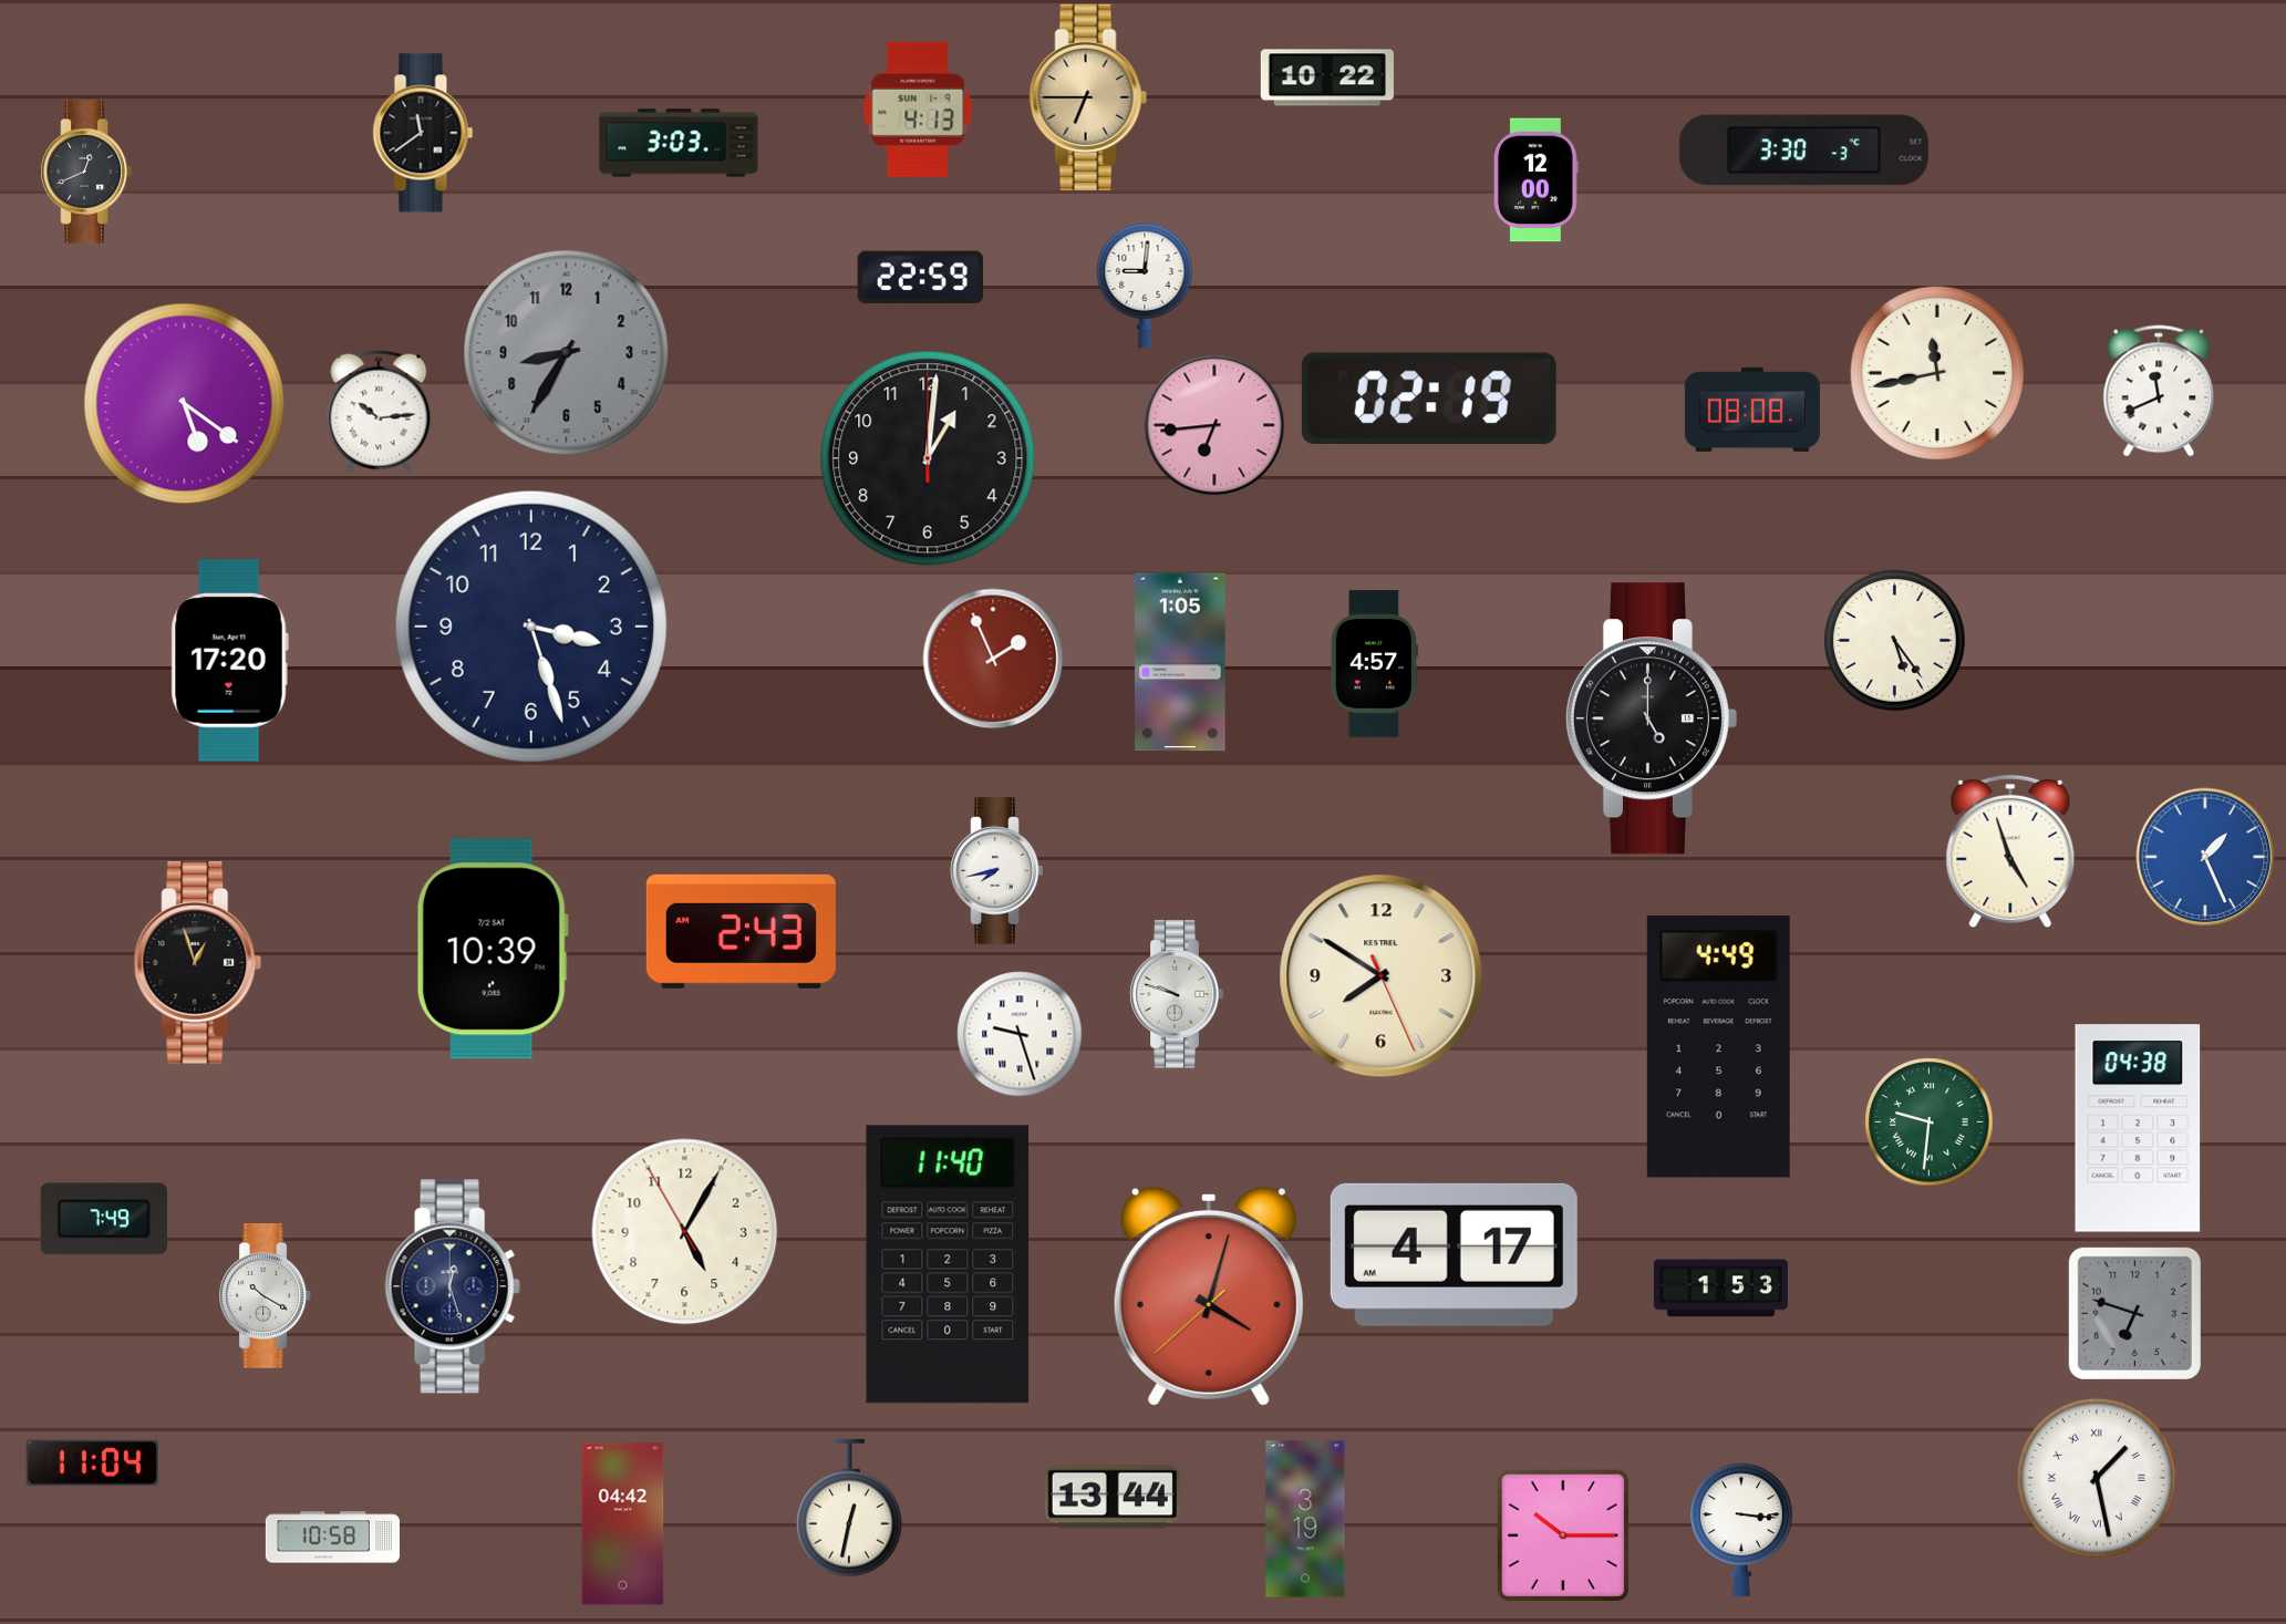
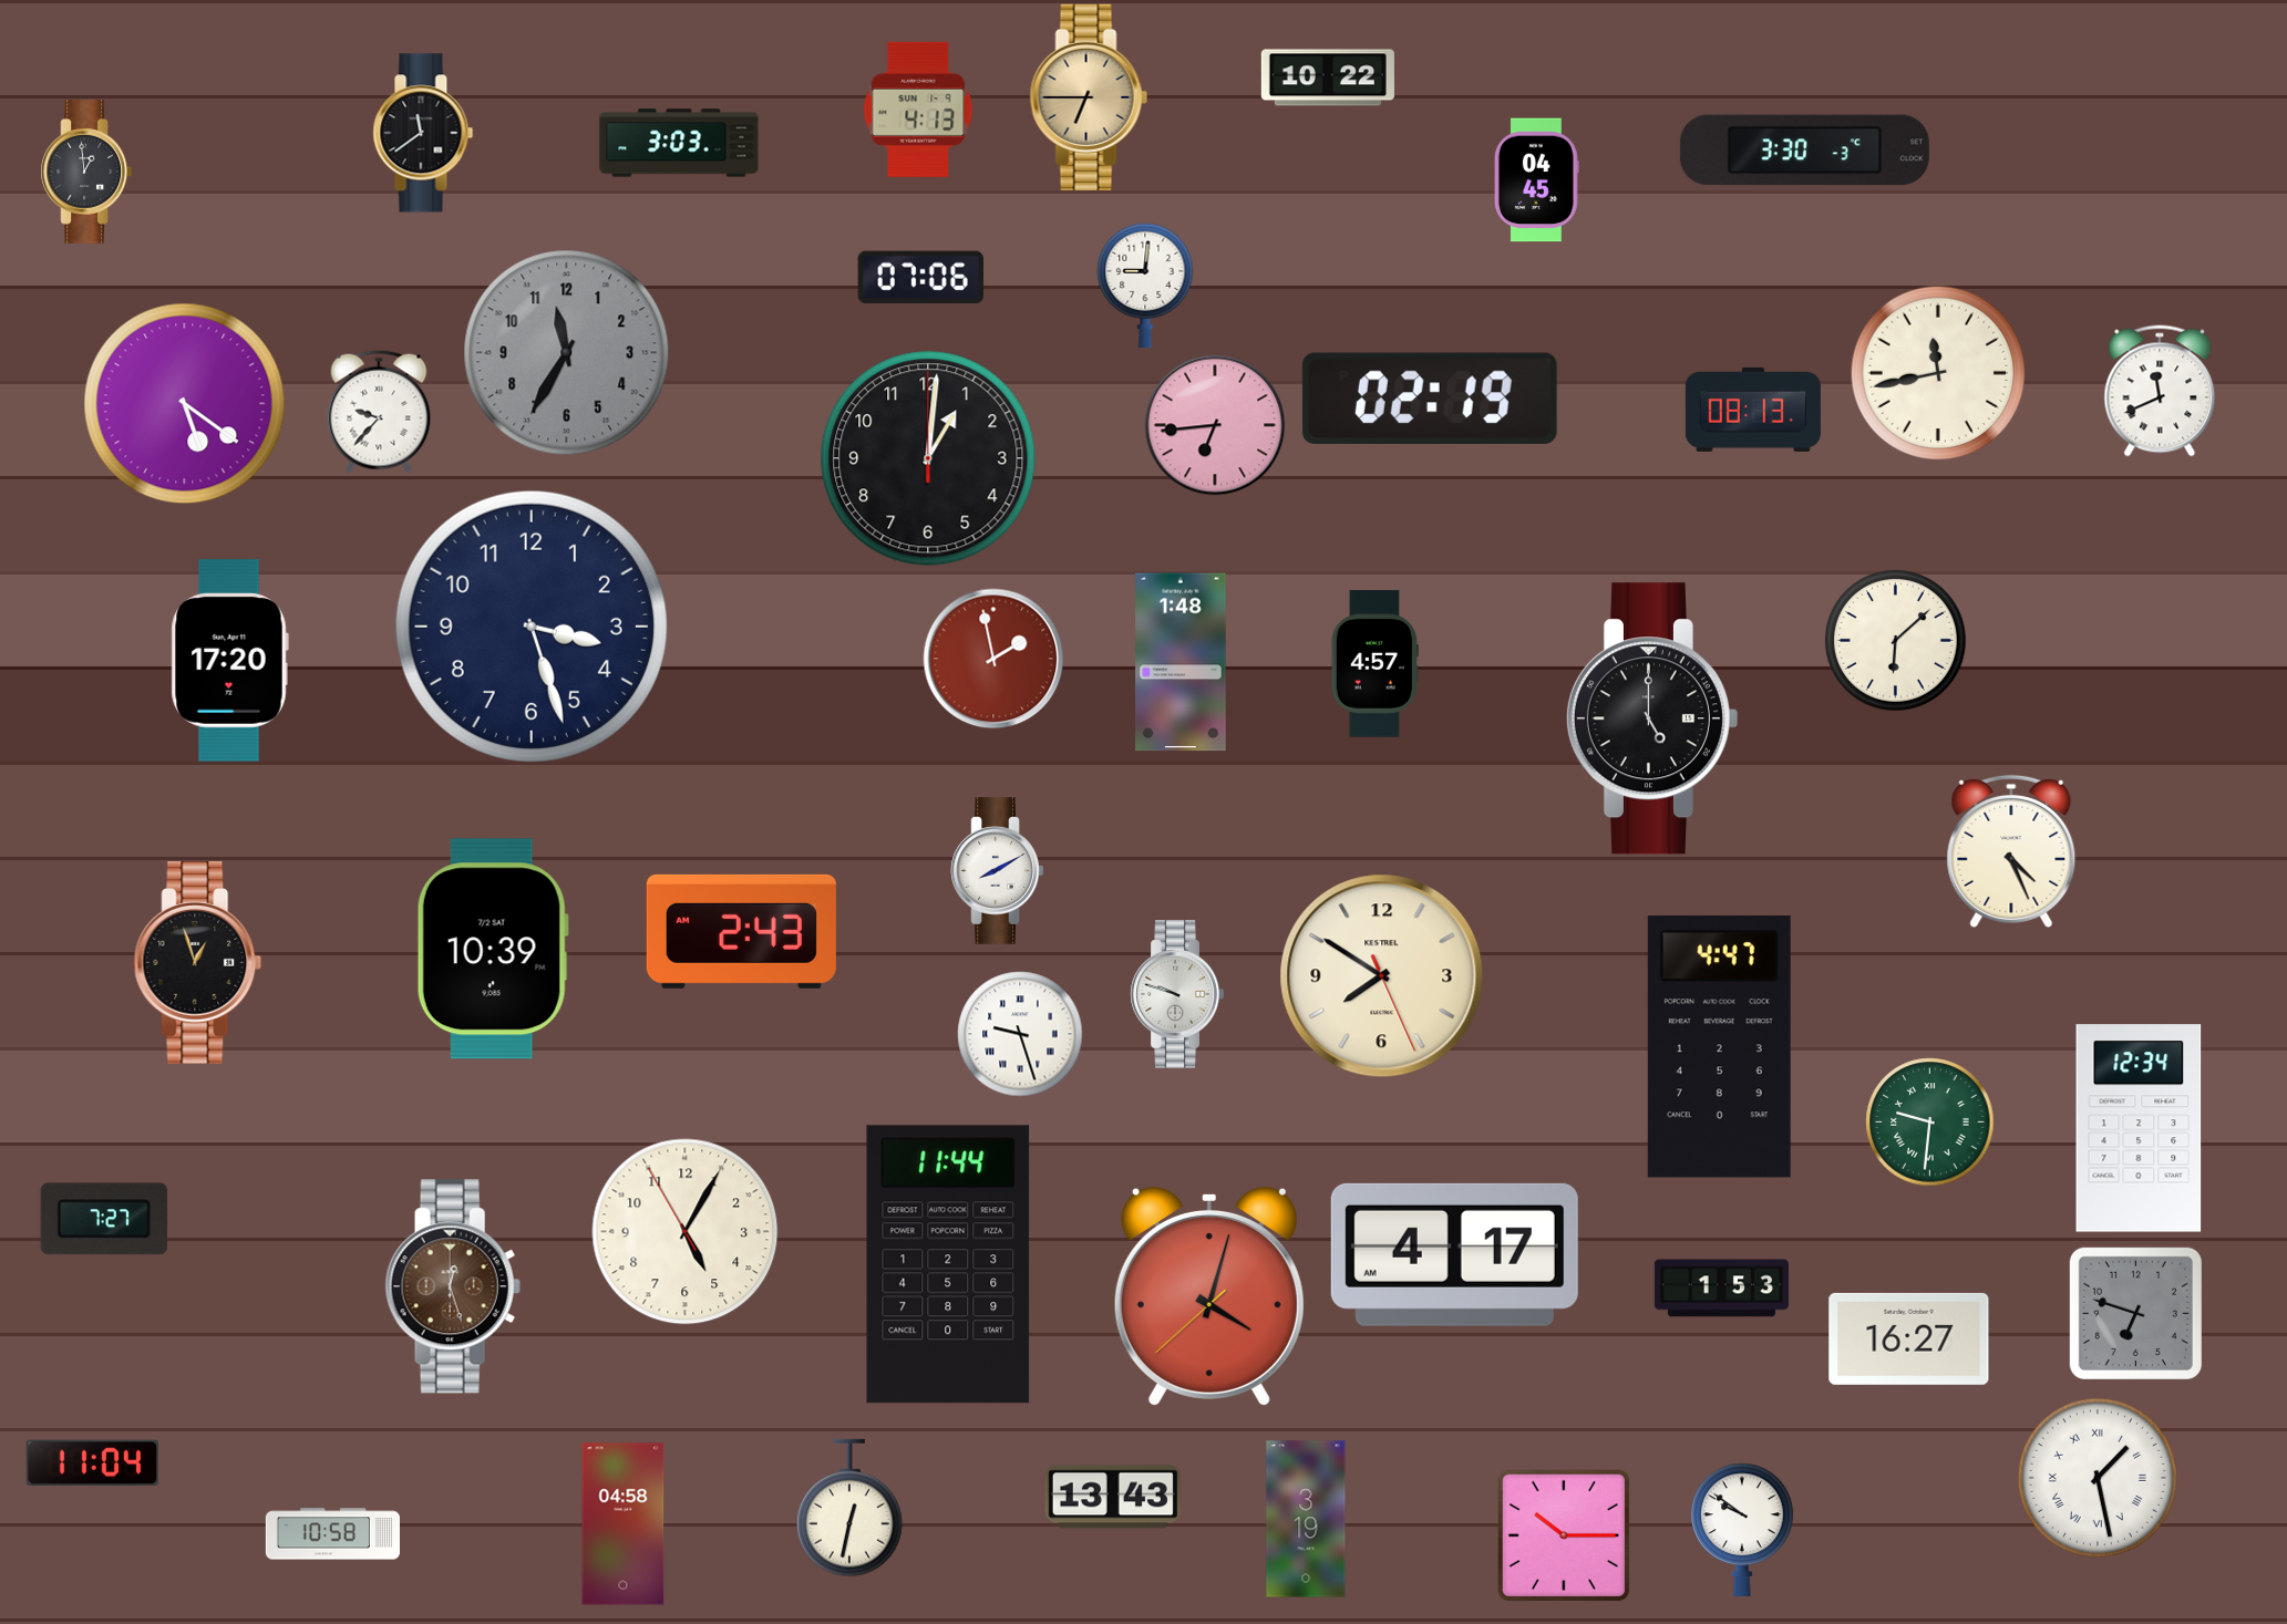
clock at (86, 173): 12:41 -> 12:59
clock at (1535, 180): 12:00 -> 04:45
clock at (921, 278): 22:59 -> 07:06
clock at (567, 353): 8:35 -> 11:35
clock at (1752, 410): 08:08 -> 08:13
clock at (379, 412): 10:14 -> 9:37
clock at (1894, 640): 5:24 -> 6:08
clock at (993, 659): 1:56 -> 1:58
clock at (1180, 662): 1:05 -> 1:48
clock at (2010, 851): 4:57 -> 4:26
clock at (2205, 857): 1:26 -> none
clock at (997, 871): 7:43 -> 8:10
clock at (1718, 1047): 4:49 -> 4:47
clock at (2138, 1128): 04:38 -> 12:34
clock at (103, 1219): 7:49 -> 7:27
clock at (948, 1264): 11:40 -> 11:44
clock at (453, 1286) dial: navy -> brown
clock at (265, 1296): 10:20 -> none
clock at (1909, 1338): none -> 16:27
clock at (1113, 1497): 13:44 -> 13:43
clock at (623, 1524): 04:42 -> 04:58
clock at (1742, 1530): 3:16 -> 9:51
clock at (332, 1538) position: (332, 1538) -> (332, 1534)
